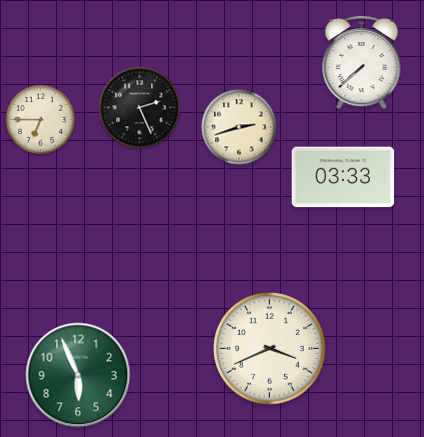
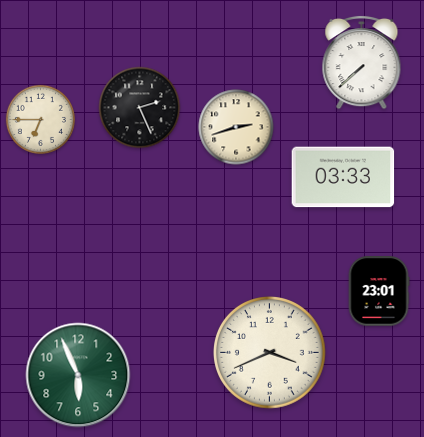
clock at (239, 127) position: (239, 127) -> (236, 127)
clock at (379, 291): none -> 23:01
clock at (270, 349) position: (270, 349) -> (270, 353)
